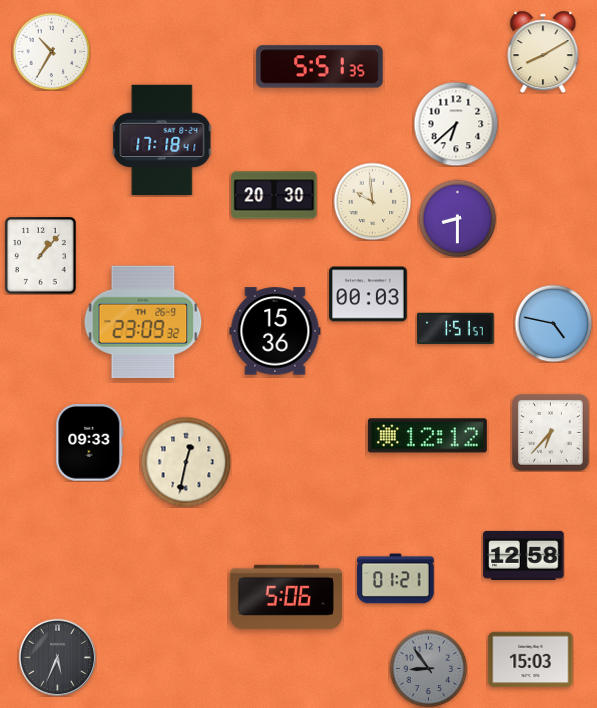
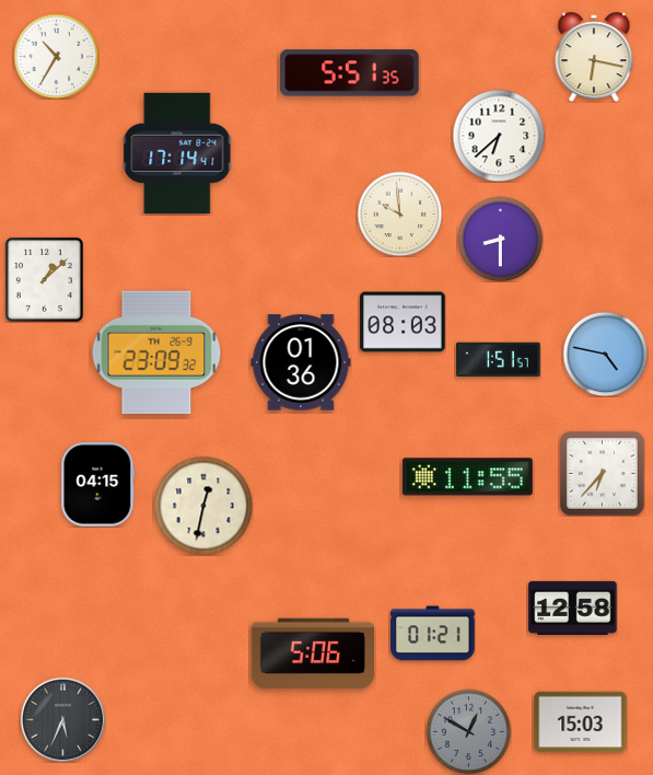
clock at (543, 52): 8:10 -> 6:17
clock at (162, 140): 17:18 -> 17:14
clock at (274, 195): 20:30 -> none
clock at (372, 201) position: (372, 201) -> (399, 213)
clock at (40, 255): 1:07 -> 1:08
clock at (368, 294): 00:03 -> 08:03
clock at (275, 331): 15:36 -> 01:36
clock at (427, 436): 12:12 -> 11:55
clock at (90, 443): 09:33 -> 04:15
clock at (428, 668): 8:54 -> 12:50
